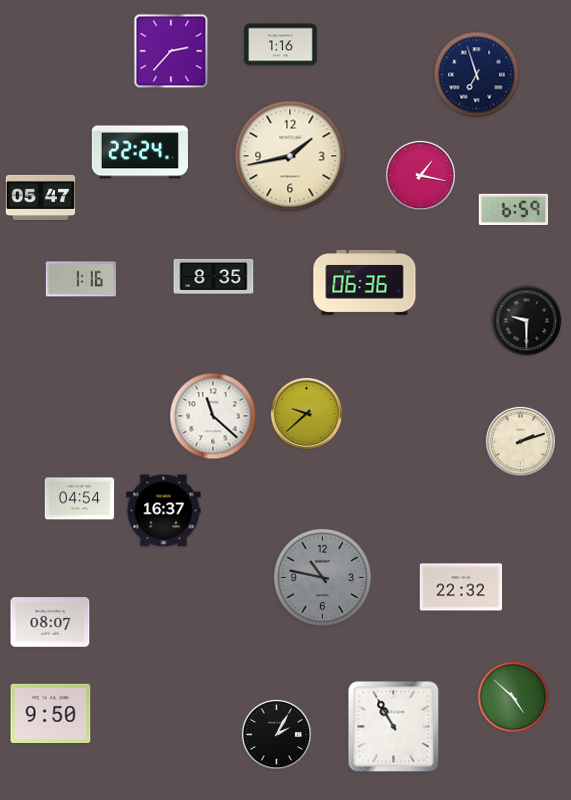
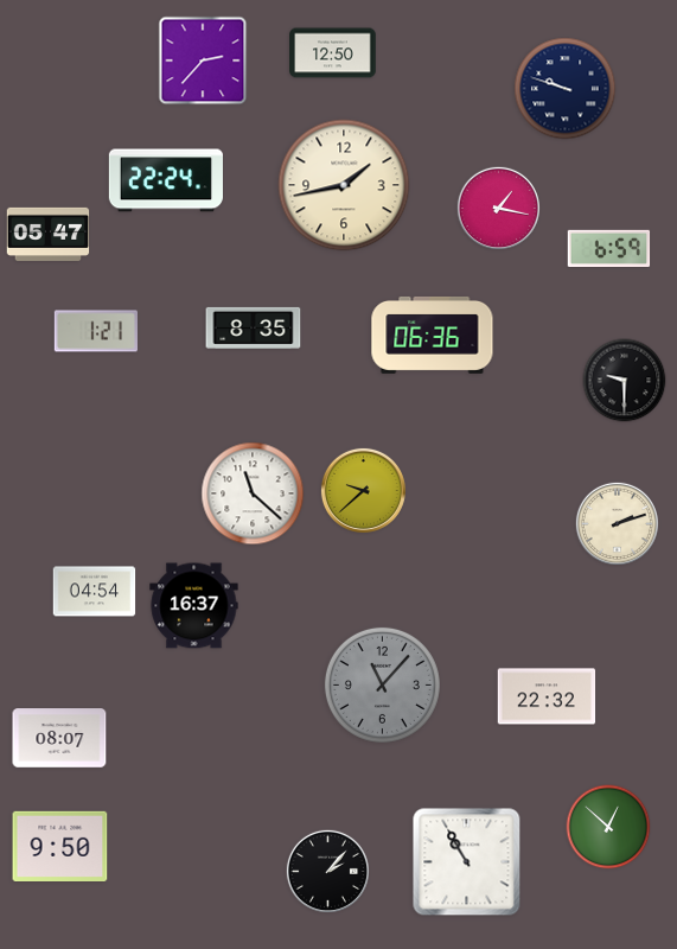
clock at (281, 45): 1:16 -> 12:50
clock at (477, 75): 6:57 -> 9:48
clock at (81, 279): 1:16 -> 1:21
clock at (322, 577): 10:47 -> 11:07
clock at (513, 697): 4:52 -> 12:52
clock at (276, 734): 2:05 -> 2:07
